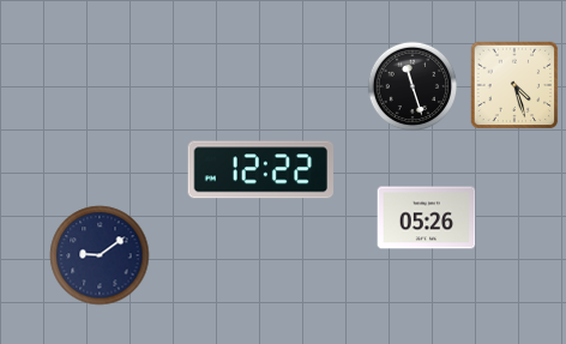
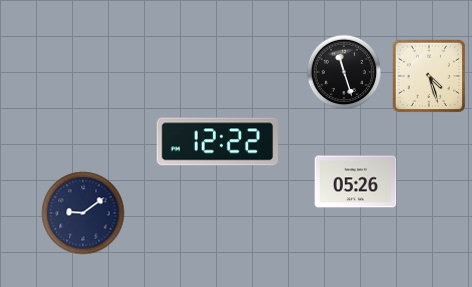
clock at (514, 85) position: (514, 85) -> (429, 76)
